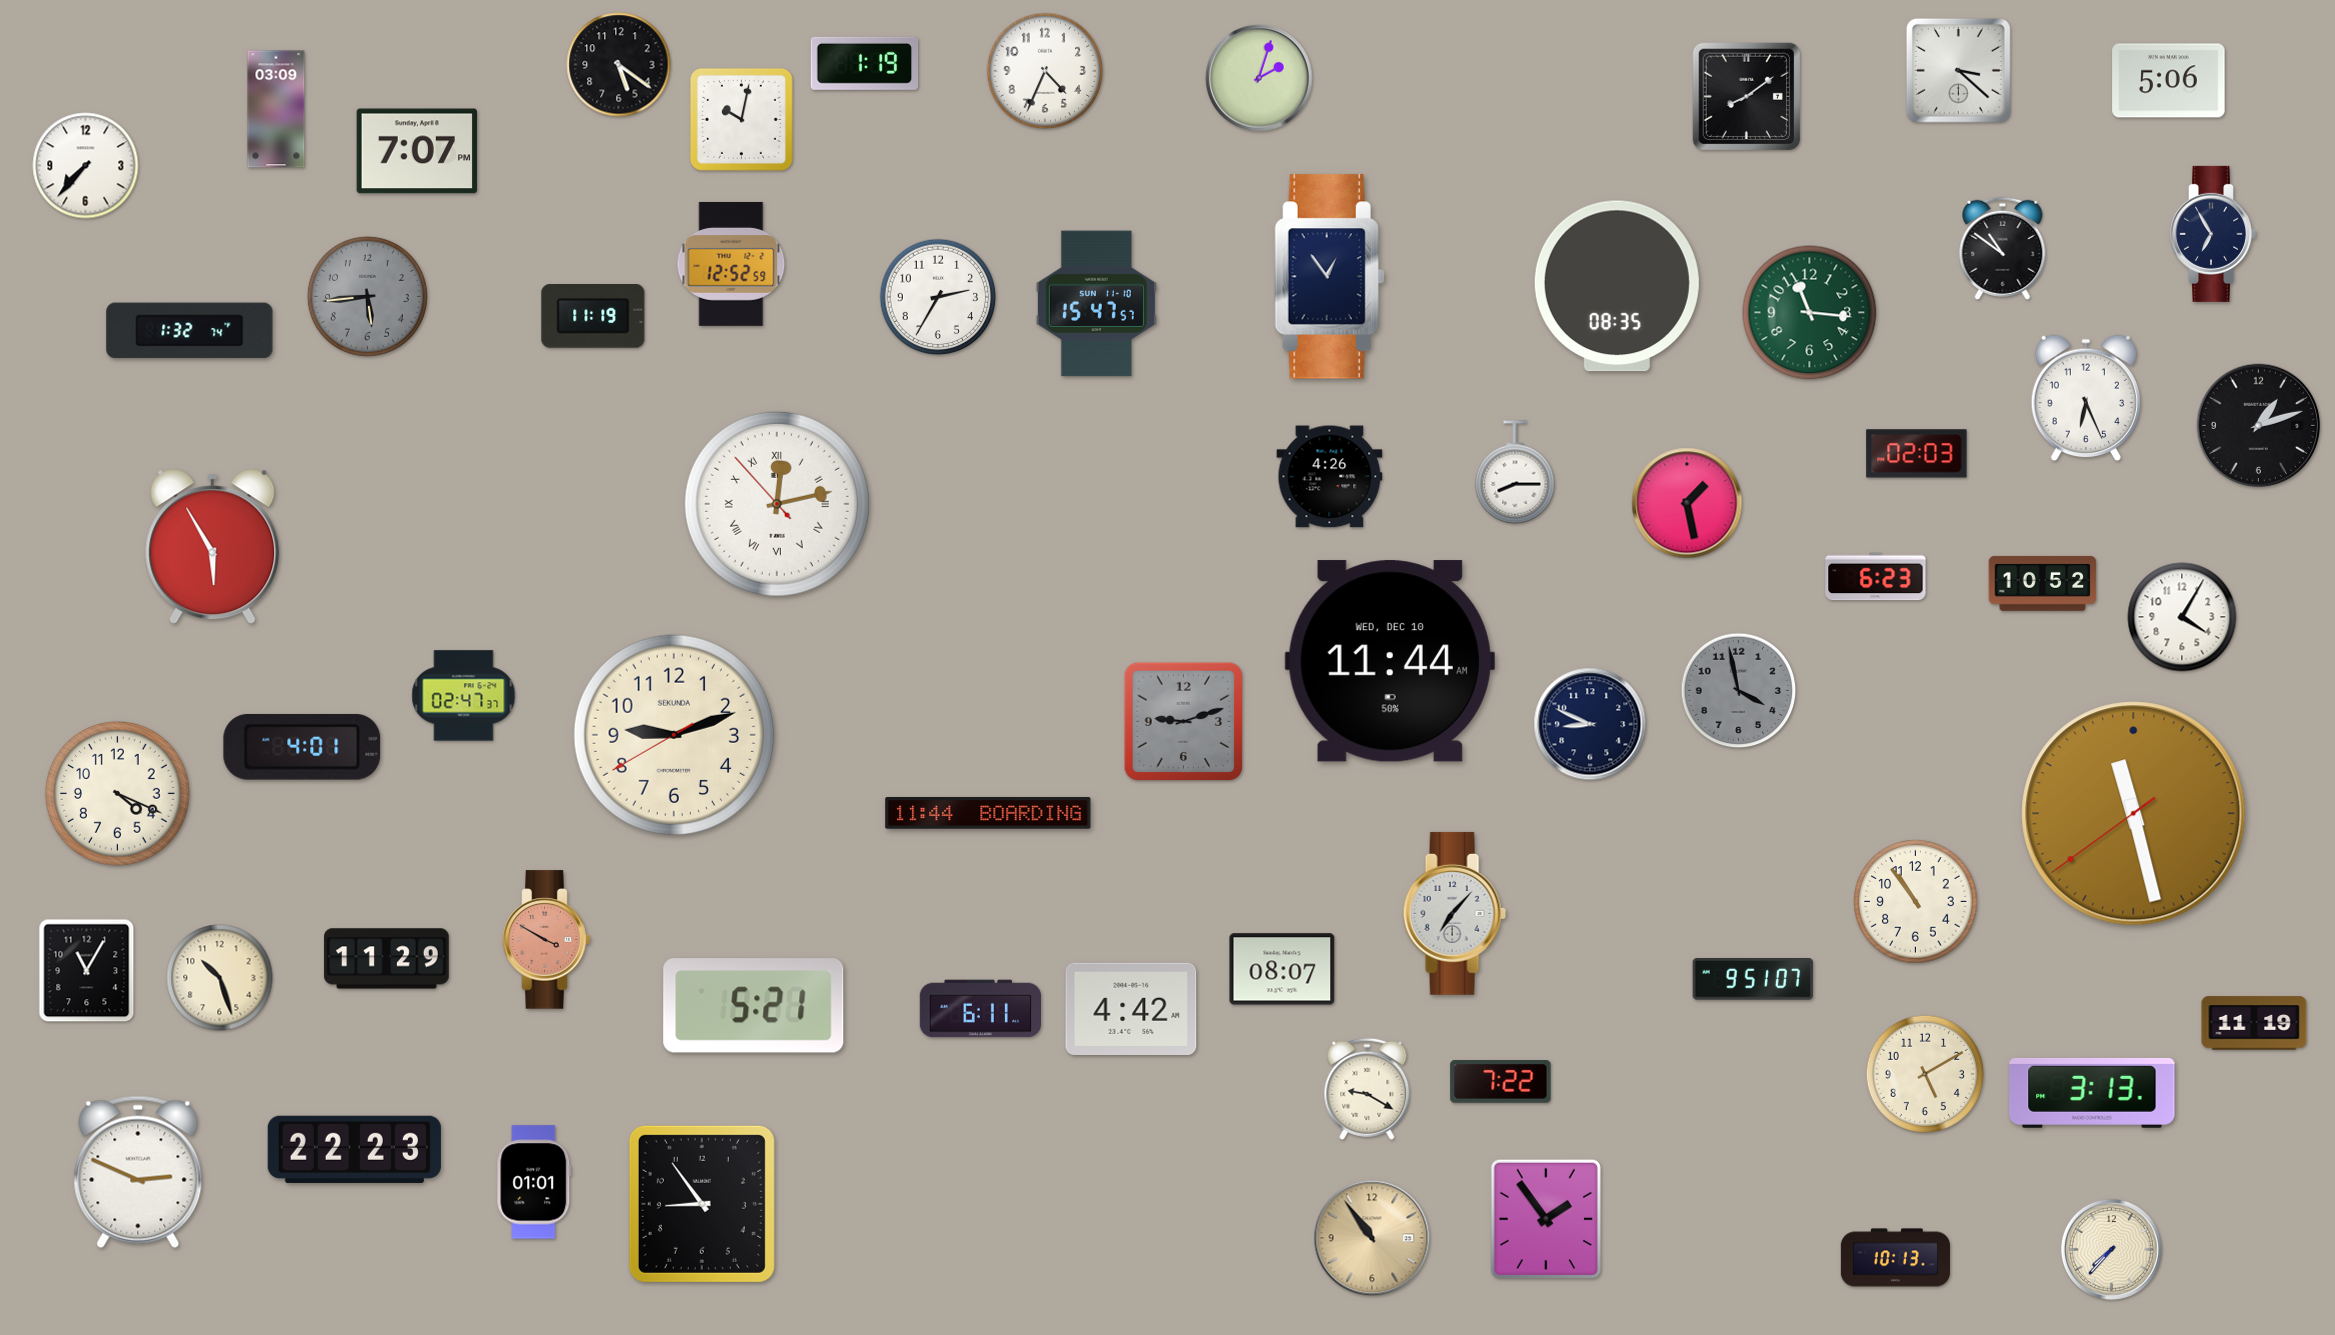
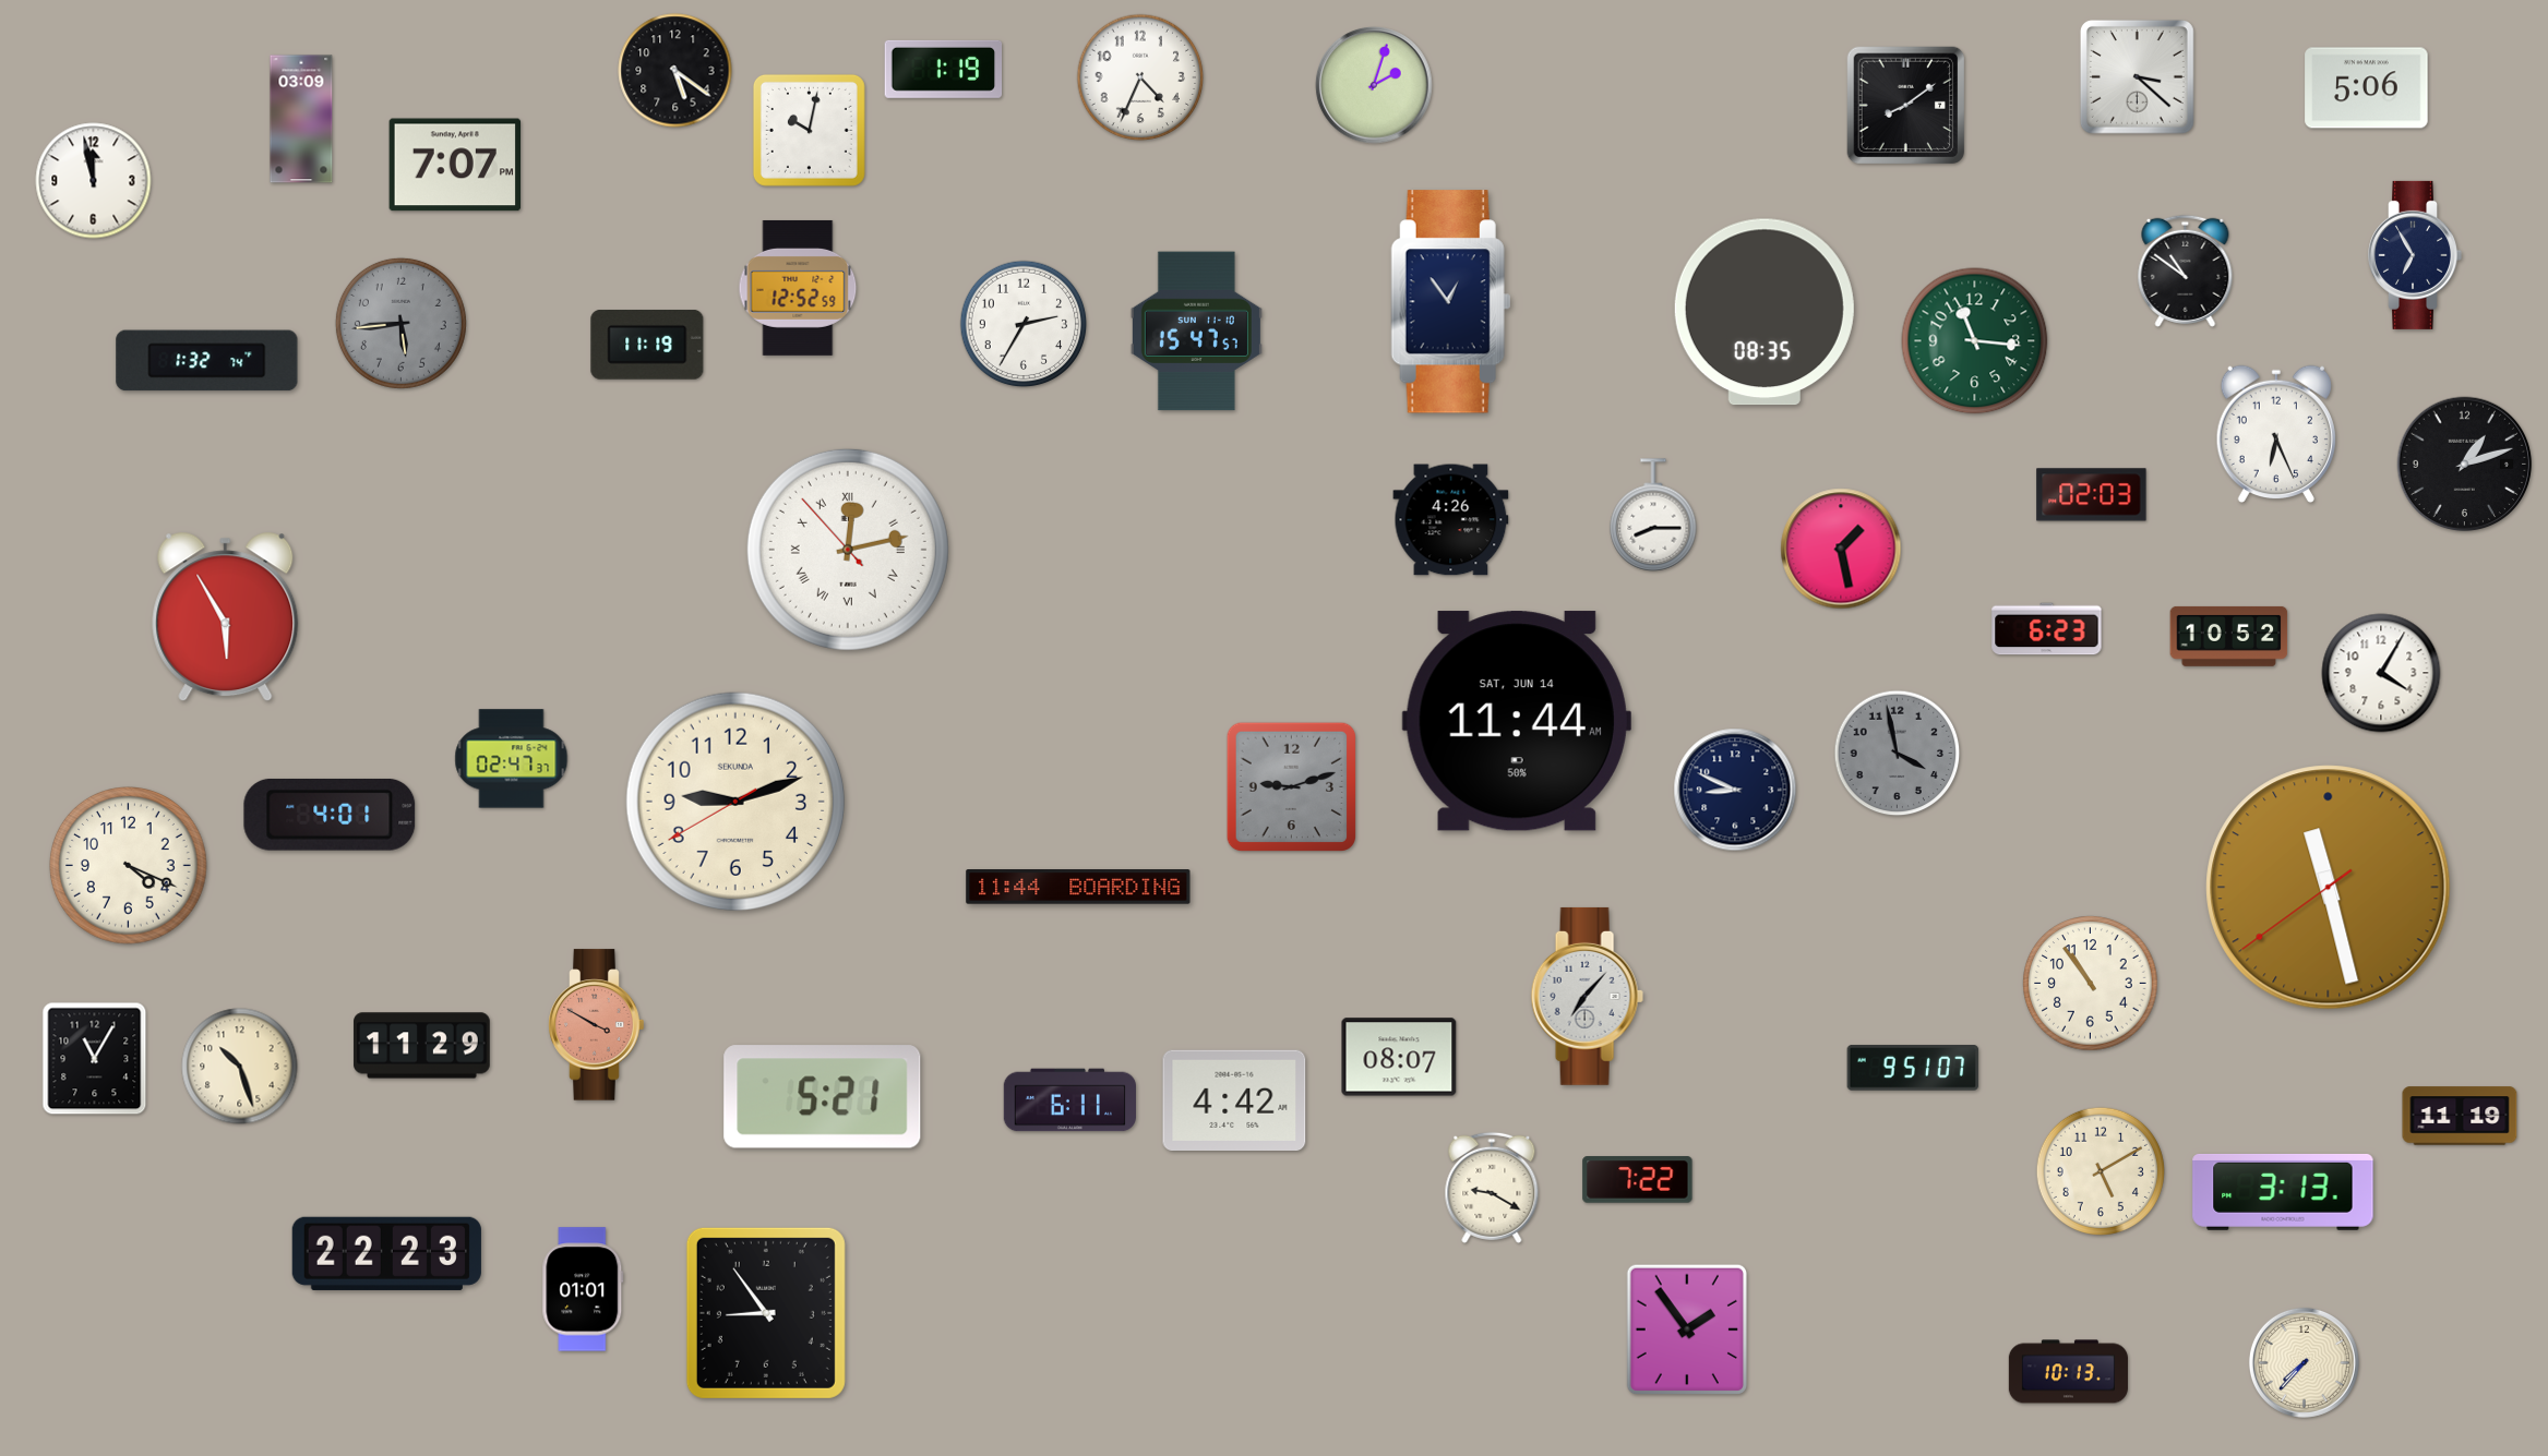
clock at (86, 166): 7:37 -> 11:58
clock at (213, 547) position: (213, 547) -> (226, 617)
clock at (1390, 661) date: WED, DEC 10 -> SAT, JUN 14
clock at (464, 696) position: (464, 696) -> (512, 759)
clock at (138, 1172): 2:49 -> none
clock at (1372, 1238): 10:54 -> none
